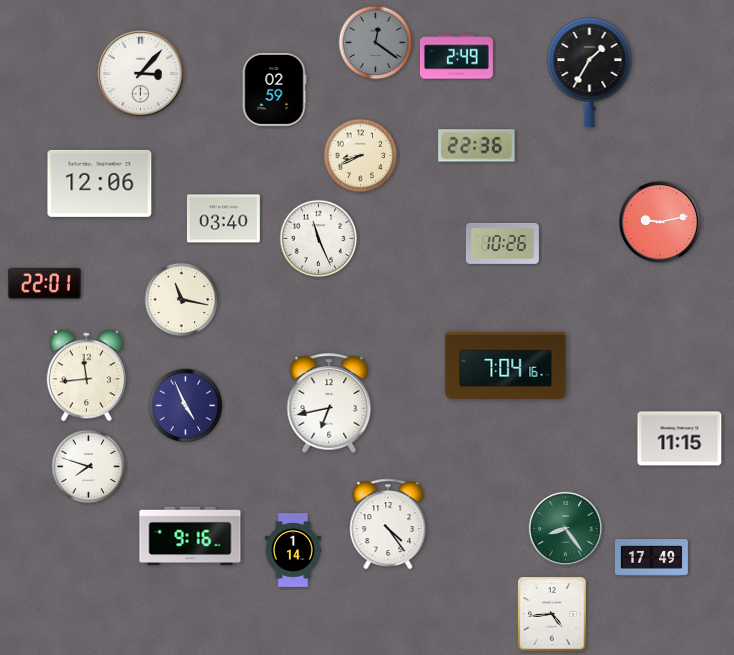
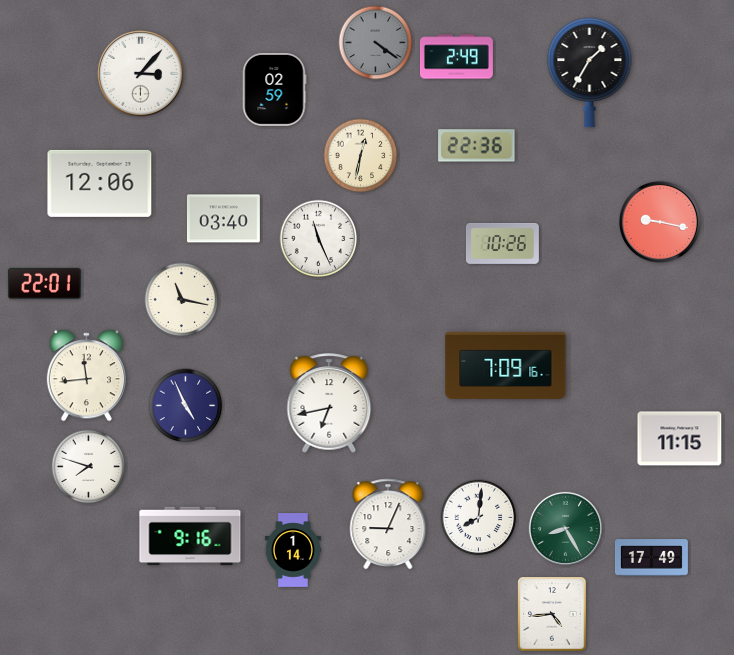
clock at (376, 43): 12:21 -> 4:21
clock at (361, 156): 8:41 -> 12:32
clock at (660, 222): 9:13 -> 9:17
clock at (506, 365): 7:04 -> 7:09
clock at (479, 518): none -> 8:01
clock at (388, 524): 4:24 -> 9:04
clock at (565, 528): 8:24 -> 8:25
